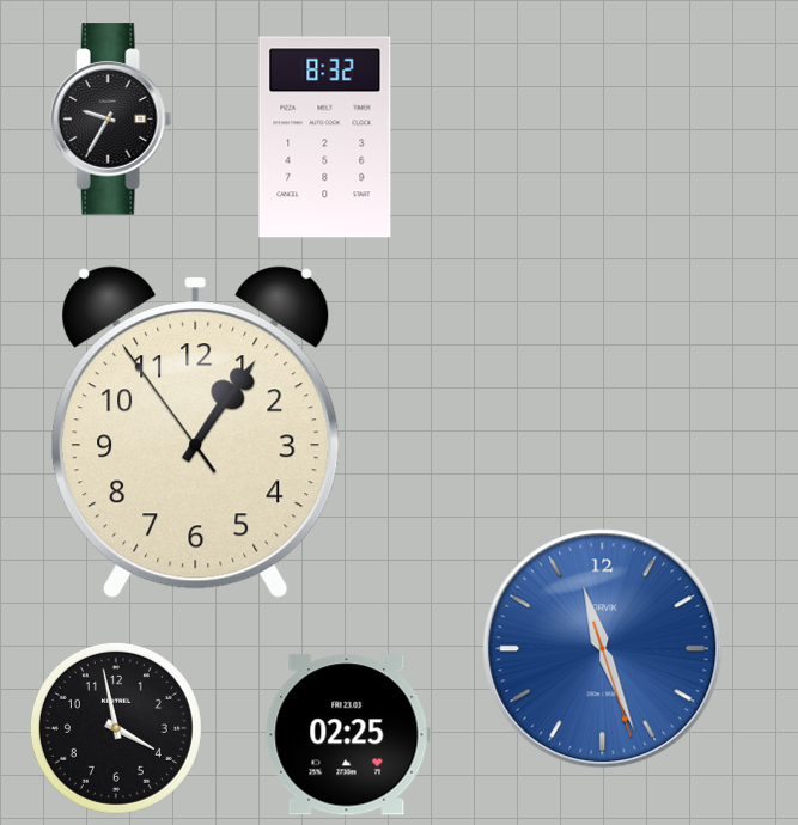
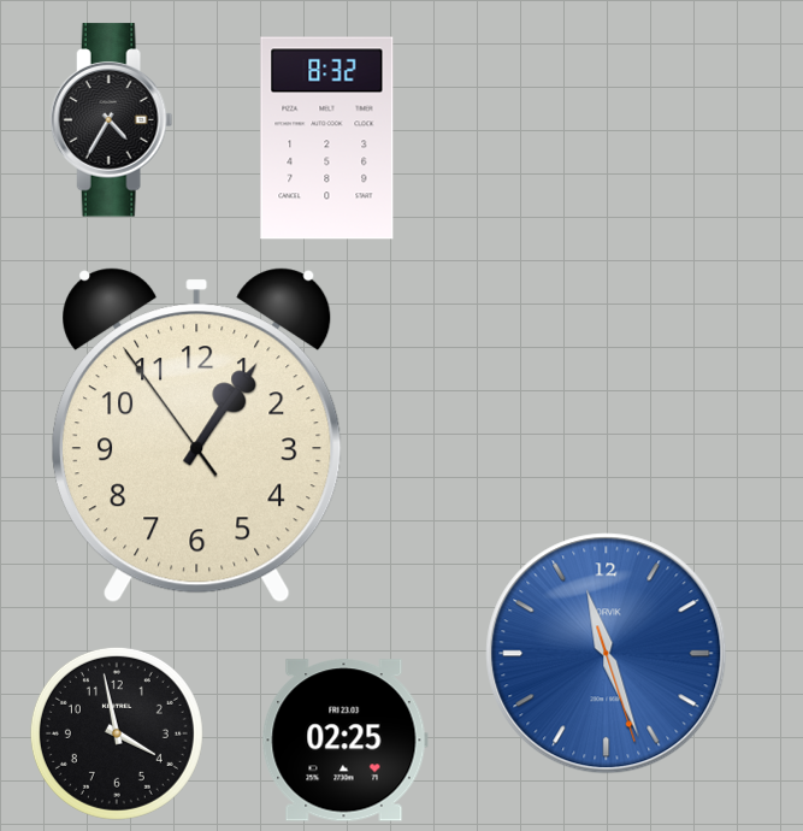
clock at (111, 120): 9:35 -> 4:35
clock at (347, 735) position: (347, 735) -> (344, 741)
